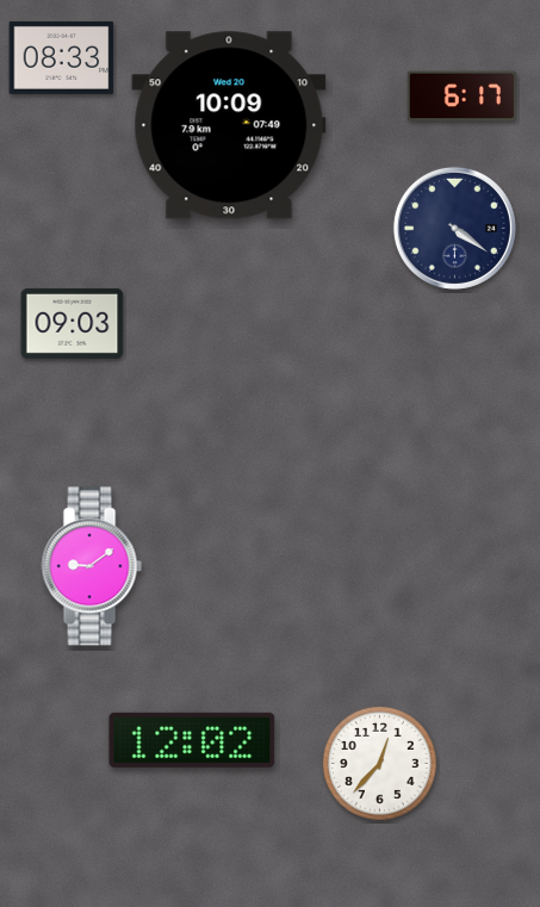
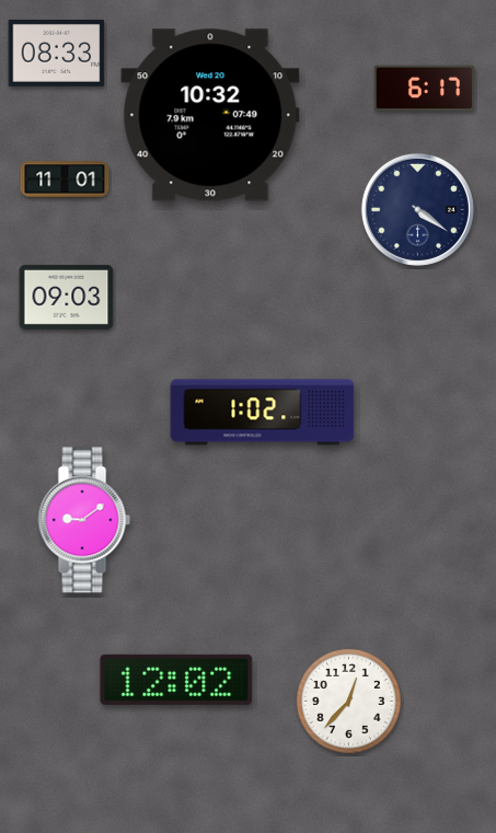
clock at (229, 125): 10:09 -> 10:32
clock at (65, 180): none -> 11:01
clock at (263, 413): none -> 1:02
